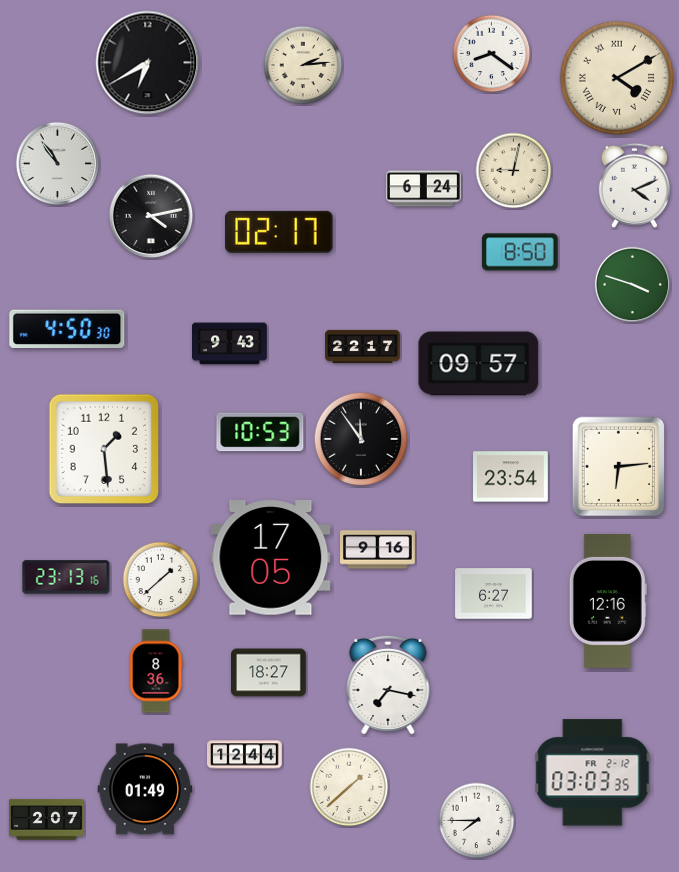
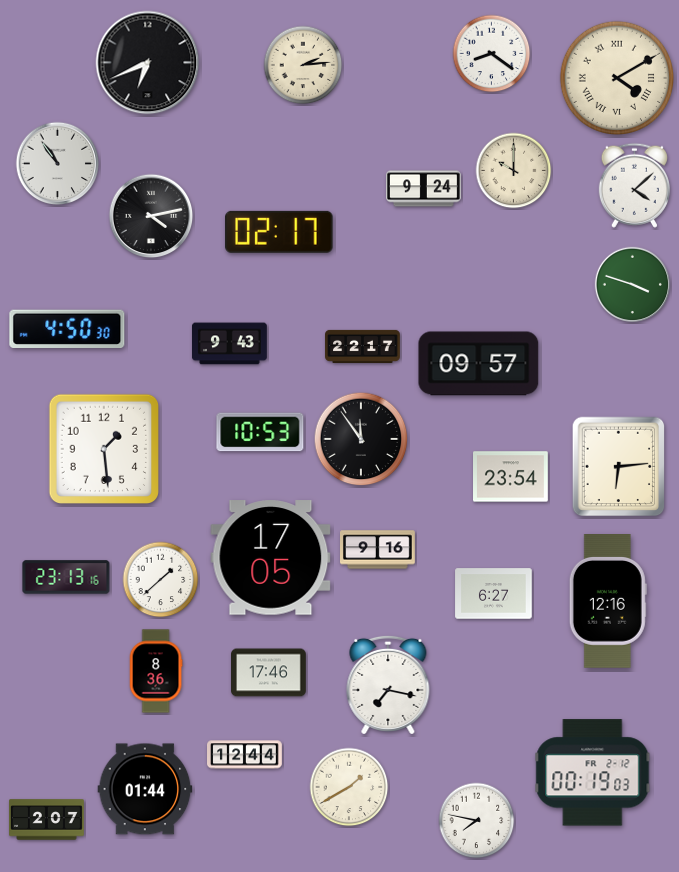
clock at (148, 63): 6:40 -> 6:41
clock at (514, 171): 9:02 -> 10:00
clock at (634, 185): 4:11 -> 4:08
clock at (424, 189): 6:24 -> 9:24
clock at (520, 252): 8:50 -> none
clock at (269, 673): 18:27 -> 17:46
clock at (593, 773): 03:03 -> 00:19
clock at (349, 787): 1:38 -> 1:40
clock at (145, 789): 01:49 -> 01:44
clock at (477, 821): 7:45 -> 7:47
